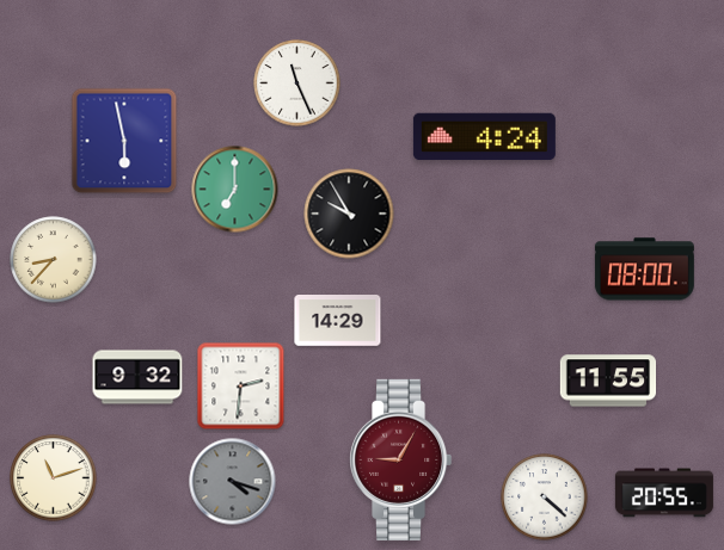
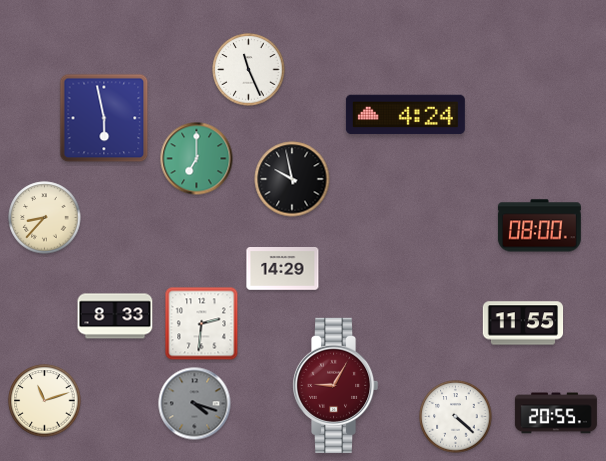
clock at (349, 214): 9:55 -> 9:58
clock at (137, 377): 9:32 -> 8:33
clock at (608, 381) position: (608, 381) -> (523, 323)
